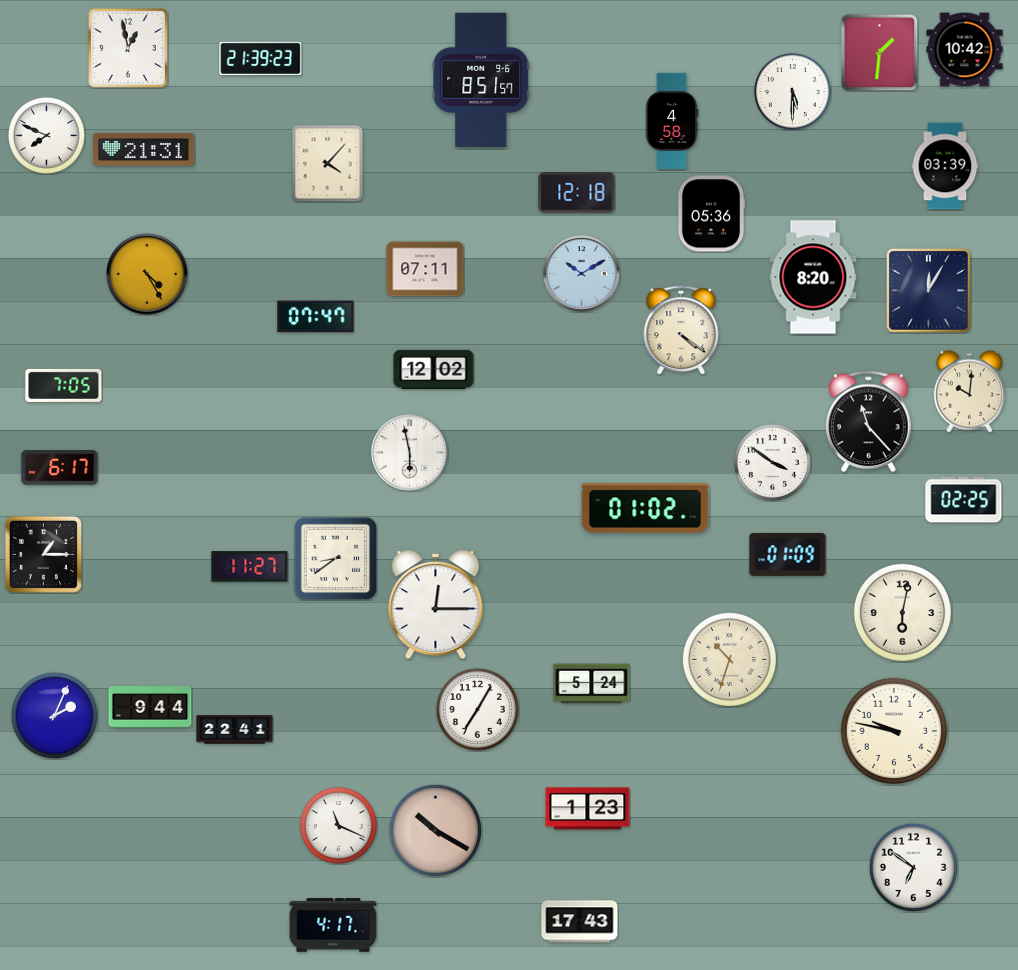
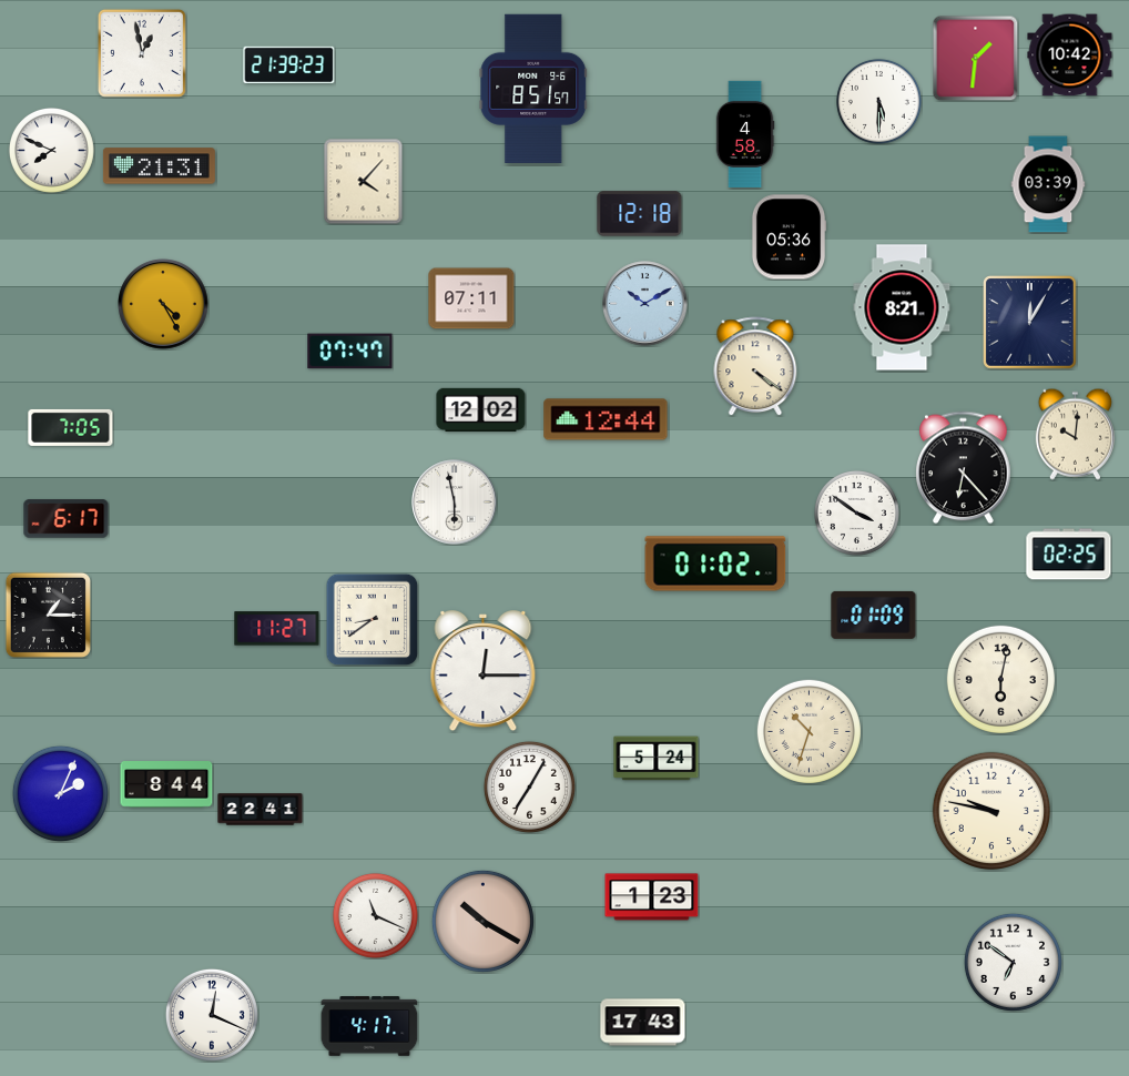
clock at (813, 277): 8:20 -> 8:21
clock at (606, 419): none -> 12:44
clock at (869, 422): 11:23 -> 6:23
clock at (150, 707): 9:44 -> 8:44
clock at (212, 1015): none -> 12:19
